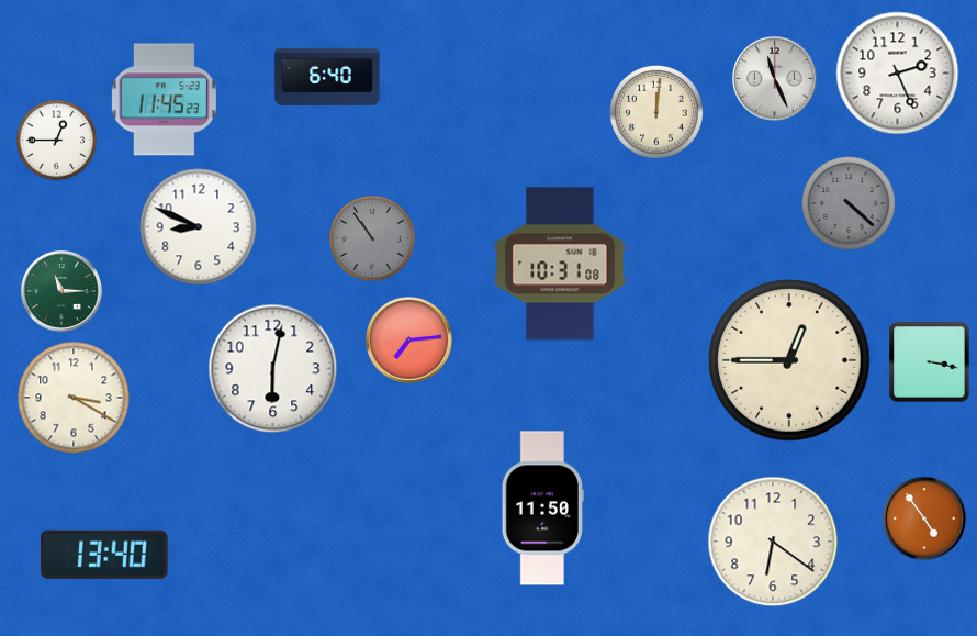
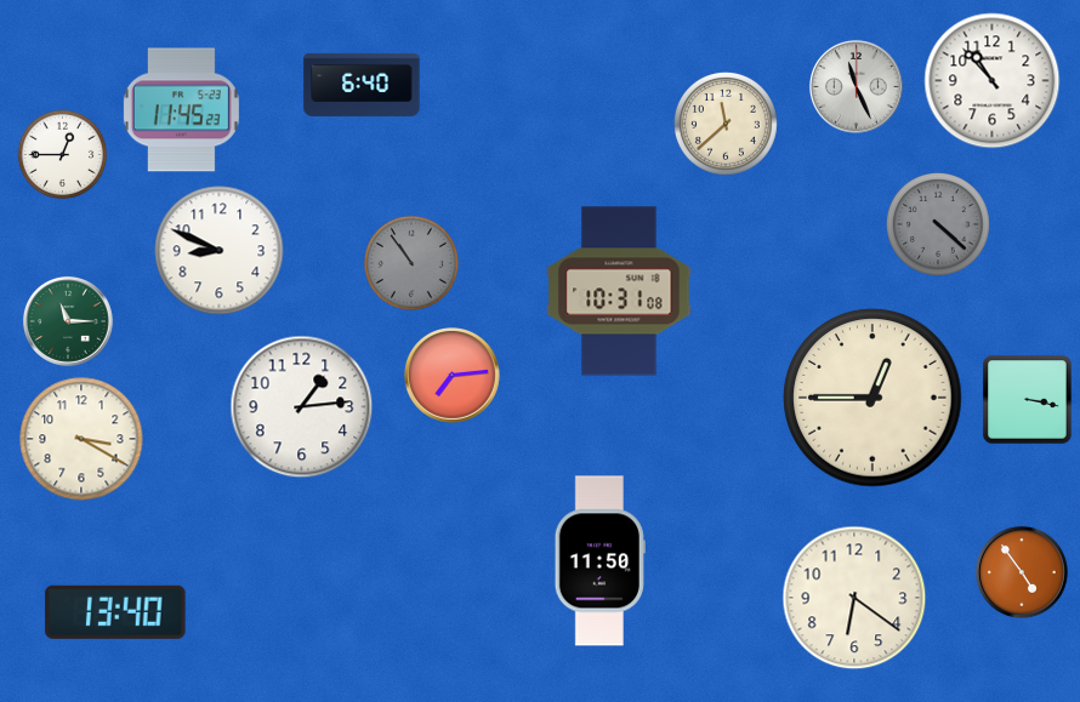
clock at (898, 74): 2:26 -> 10:53
clock at (656, 112): 12:01 -> 11:38
clock at (273, 369): 6:02 -> 1:14
